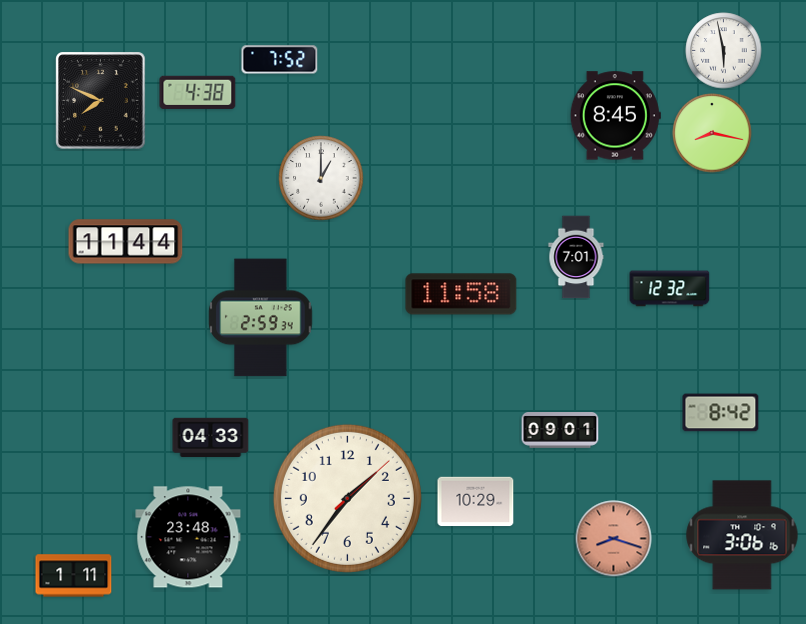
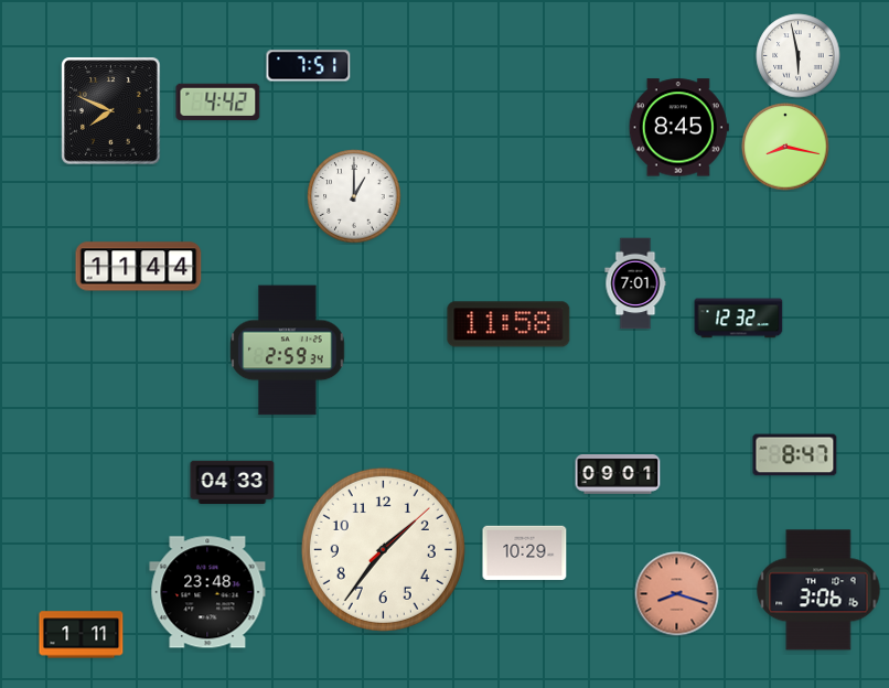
clock at (280, 60): 7:52 -> 7:51
clock at (198, 92): 4:38 -> 4:42
clock at (721, 413): 8:42 -> 8:47
